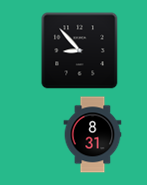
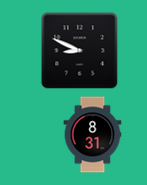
clock at (80, 51): 8:53 -> 8:49
